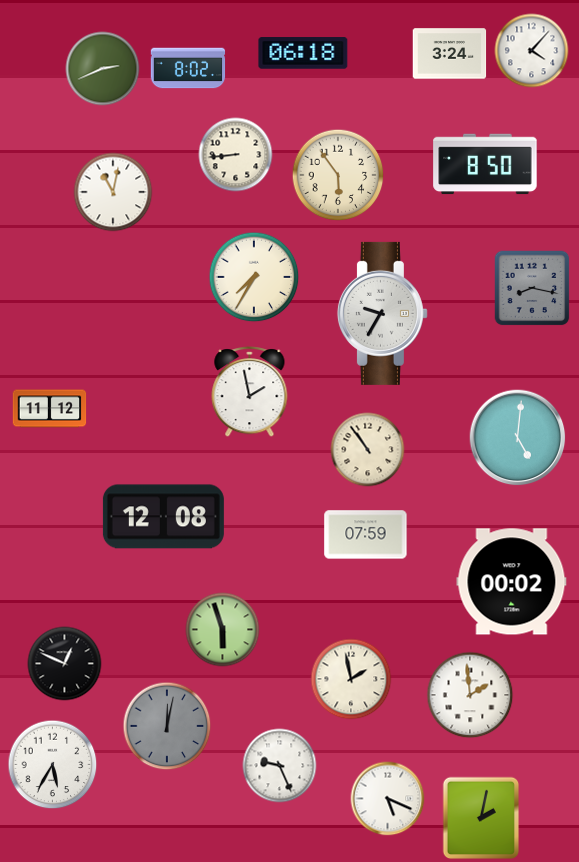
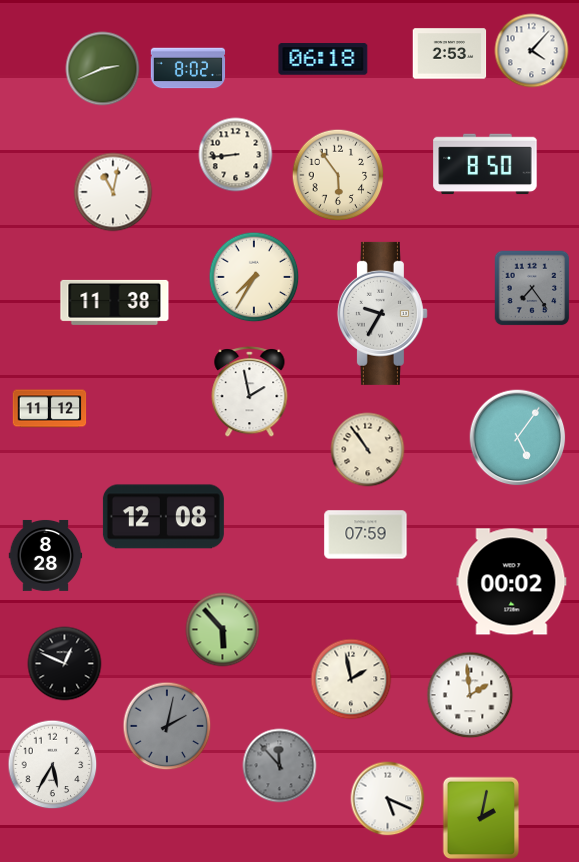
clock at (303, 53) position: (303, 53) -> (323, 59)
clock at (450, 54): 3:24 -> 2:53
clock at (532, 288): 8:17 -> 7:24
clock at (115, 302): none -> 11:38
clock at (518, 438): 5:01 -> 5:06
clock at (46, 555): none -> 8:28
clock at (223, 630): 5:57 -> 5:53
clock at (167, 726): 12:02 -> 2:02
clock at (280, 766): 9:26 -> 11:53
clock at (280, 766) dial: white -> grey
